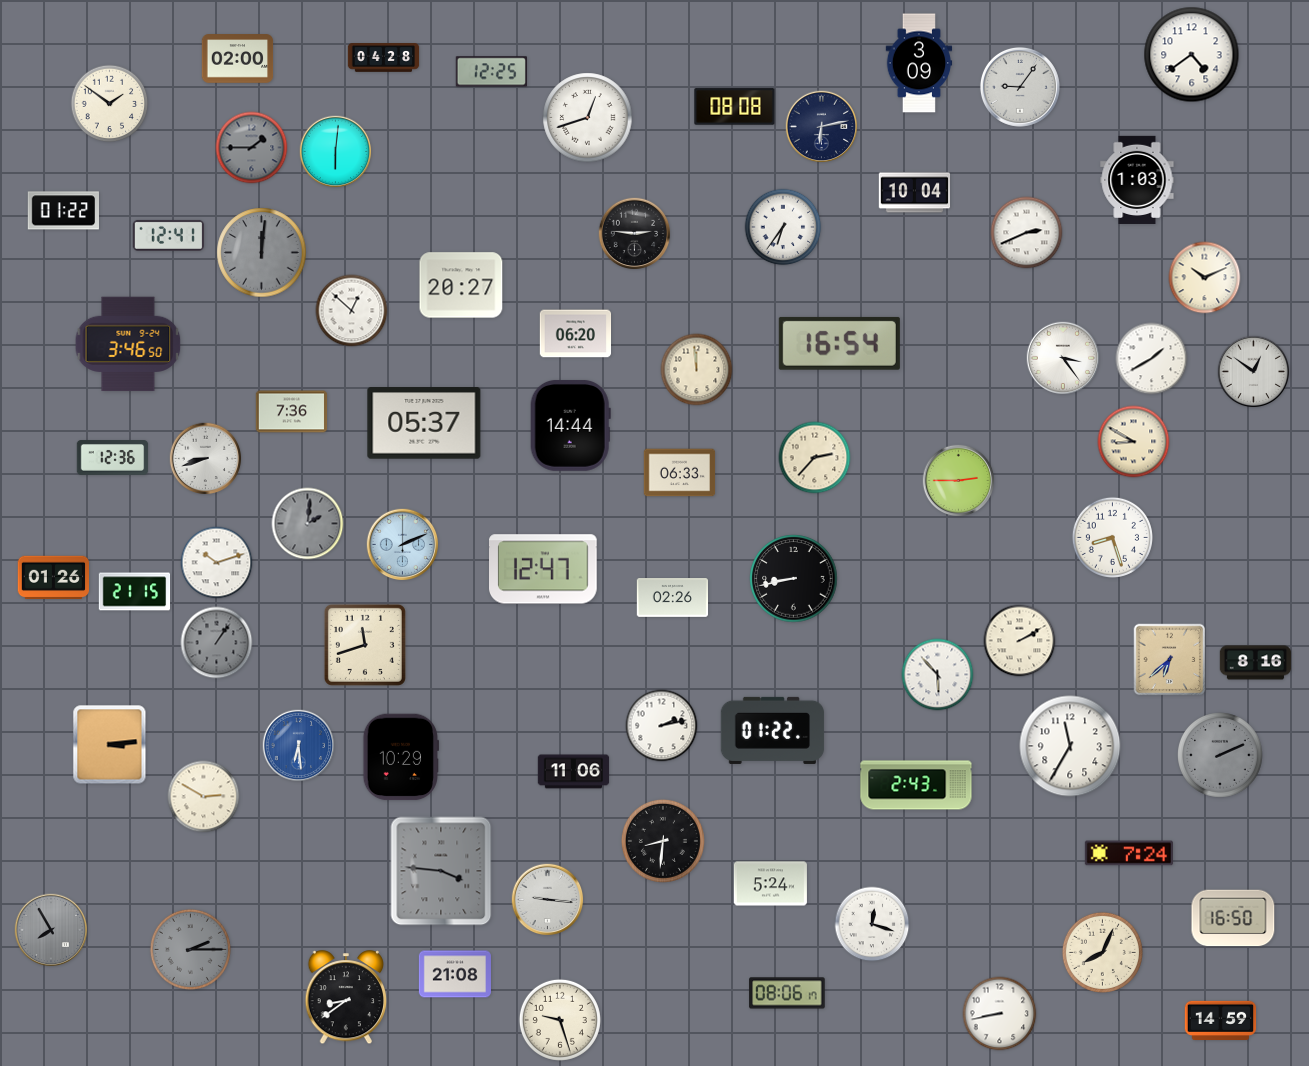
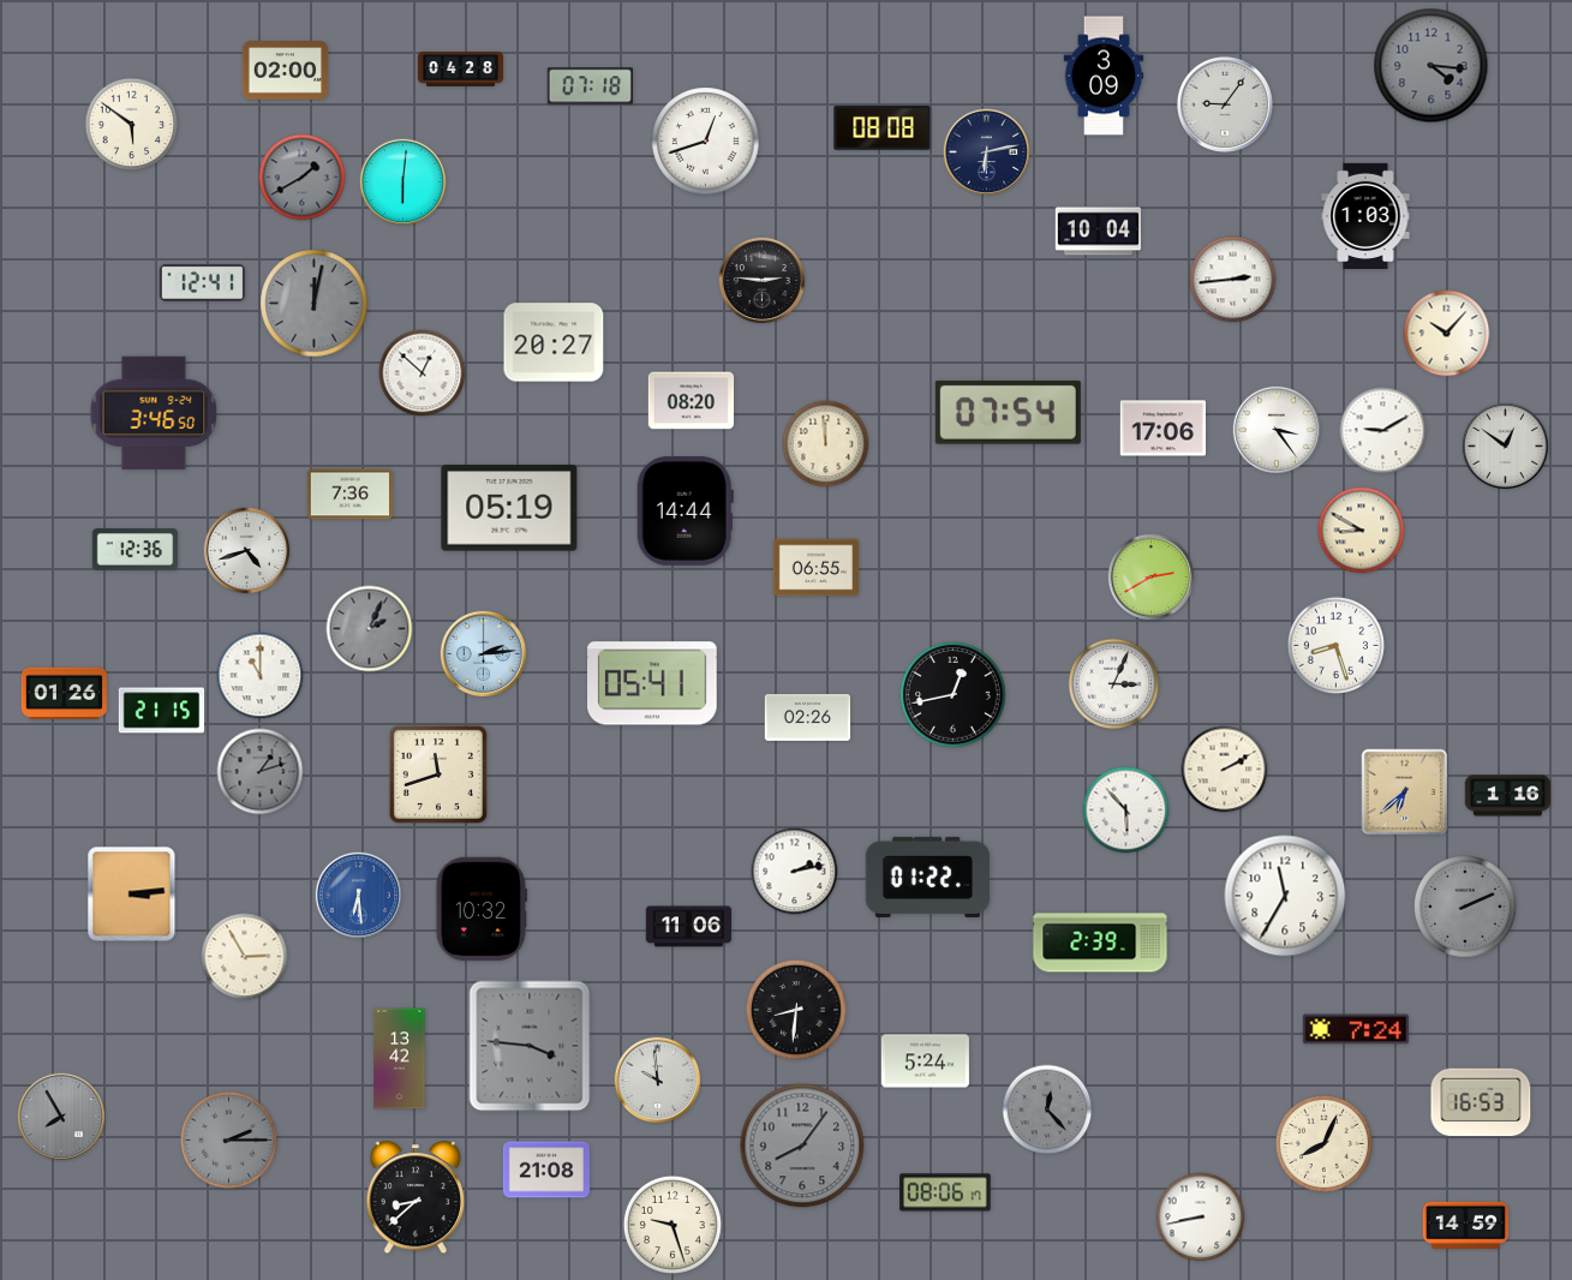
clock at (1192, 55): 4:39 -> 4:16
clock at (1192, 55) dial: white -> grey
clock at (491, 72): 12:25 -> 07:18
clock at (110, 104): 1:51 -> 5:51
clock at (252, 148): 1:45 -> 1:40
clock at (63, 211): 01:22 -> none
clock at (783, 227): 6:36 -> none
clock at (1027, 233): 2:41 -> 2:44
clock at (262, 253): 12:01 -> 12:02
clock at (1205, 278): 10:11 -> 10:07
clock at (576, 334): 06:20 -> 08:20
clock at (839, 343): 16:54 -> 07:54
clock at (1162, 429): none -> 17:06
clock at (1152, 359): 1:40 -> 9:10
clock at (697, 370) position: (697, 370) -> (826, 444)
clock at (424, 423): 05:37 -> 05:19
clock at (815, 458): 2:37 -> none
clock at (206, 459): 8:42 -> 4:42
clock at (680, 473): 06:33 -> 06:55
clock at (959, 481): 2:45 -> 2:40
clock at (308, 524): 2:01 -> 2:04
clock at (403, 545): 2:11 -> 2:14
clock at (217, 563): 10:12 -> 11:00
clock at (544, 569): 12:47 -> 05:41
clock at (1114, 684): none -> 3:04
clock at (794, 579): 8:43 -> 12:43
clock at (217, 643): 1:06 -> 1:12
clock at (1256, 663): 8:16 -> 1:16
clock at (400, 757): 10:29 -> 10:32
clock at (916, 785): 2:43 -> 2:39
clock at (204, 797): 2:50 -> 2:55
clock at (1129, 853) position: (1129, 853) -> (1356, 1029)
clock at (400, 1059): none -> 13:42
clock at (548, 900): 9:16 -> 9:59
clock at (1233, 918): 16:50 -> 16:53
clock at (872, 924): 12:18 -> 12:23
clock at (872, 924) dial: white -> grey
clock at (802, 1146): none -> 8:06
clock at (346, 998): 8:39 -> 8:38
